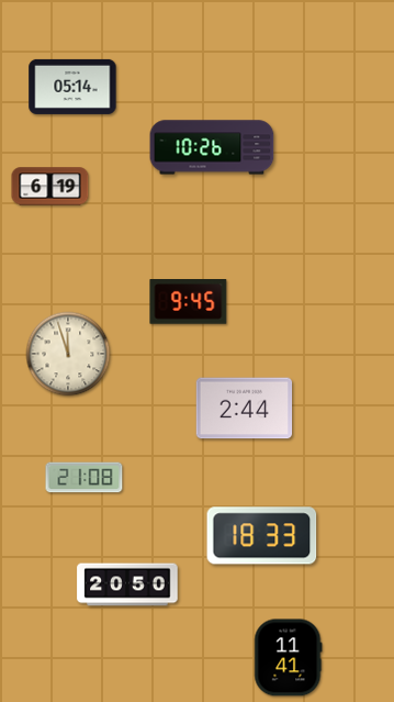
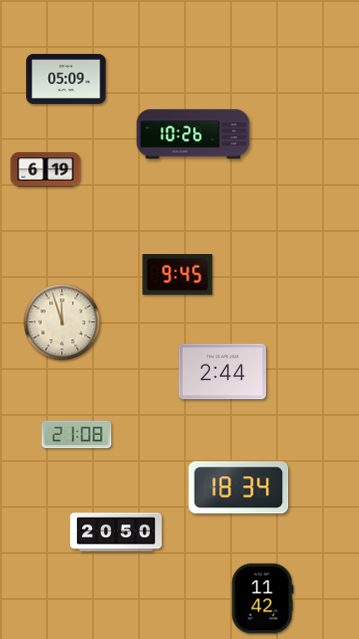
clock at (72, 87): 05:14 -> 05:09
clock at (189, 302) position: (189, 302) -> (178, 275)
clock at (262, 536): 18:33 -> 18:34
clock at (289, 658): 11:41 -> 11:42
